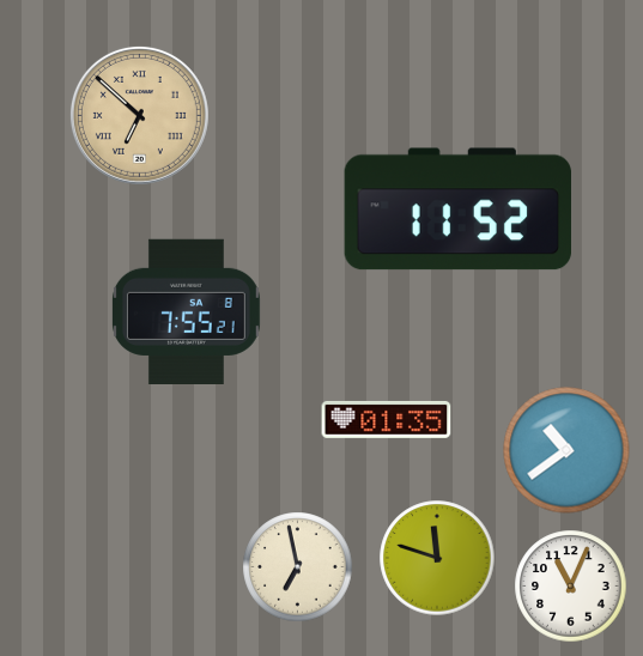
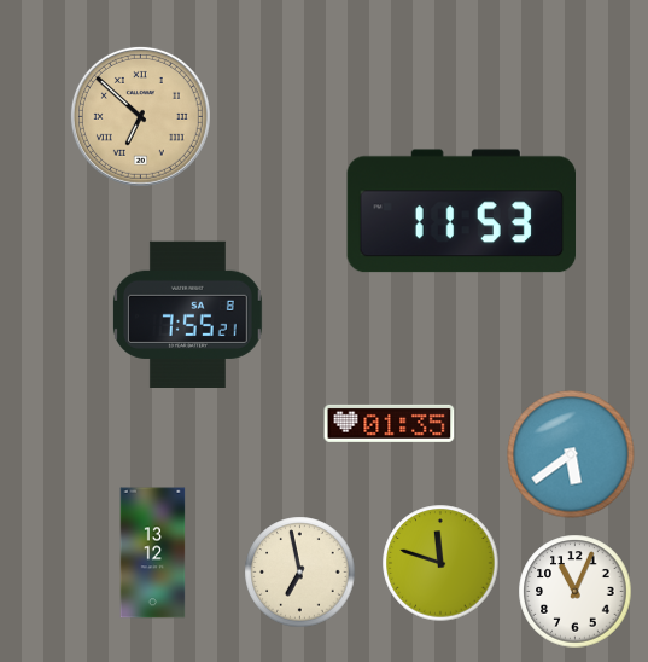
clock at (457, 209): 11:52 -> 11:53
clock at (566, 450): 10:39 -> 5:39
clock at (153, 553): none -> 13:12
